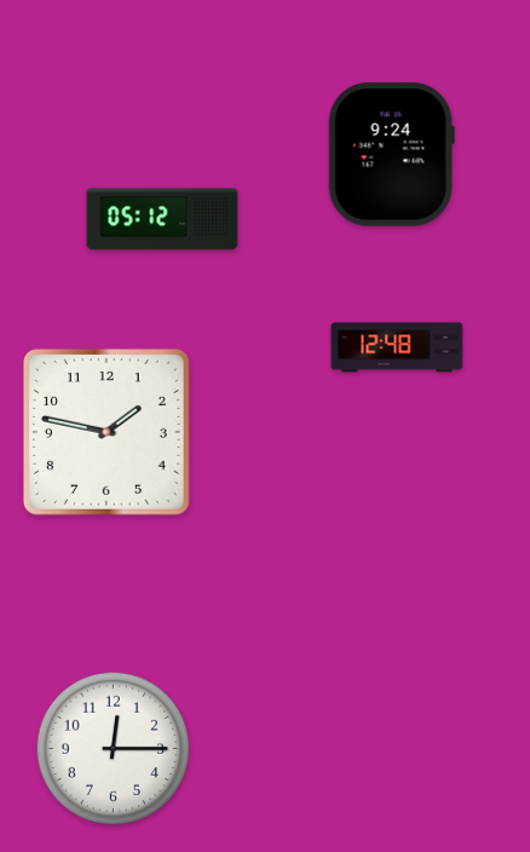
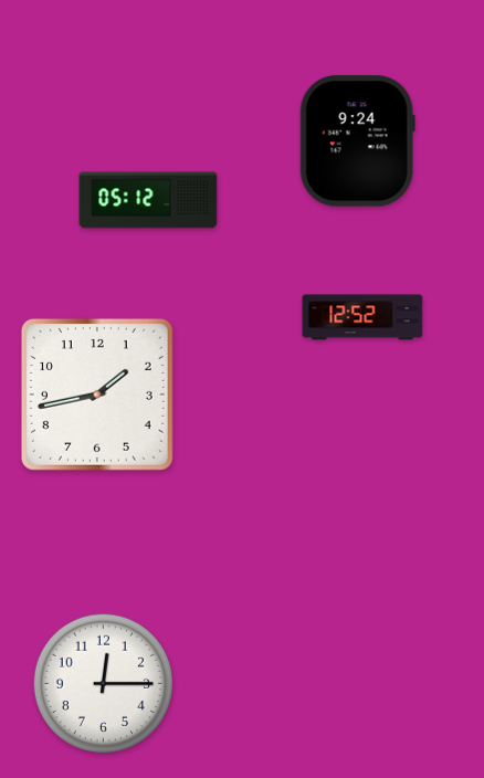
clock at (397, 347): 12:48 -> 12:52
clock at (106, 432): 1:47 -> 1:43
